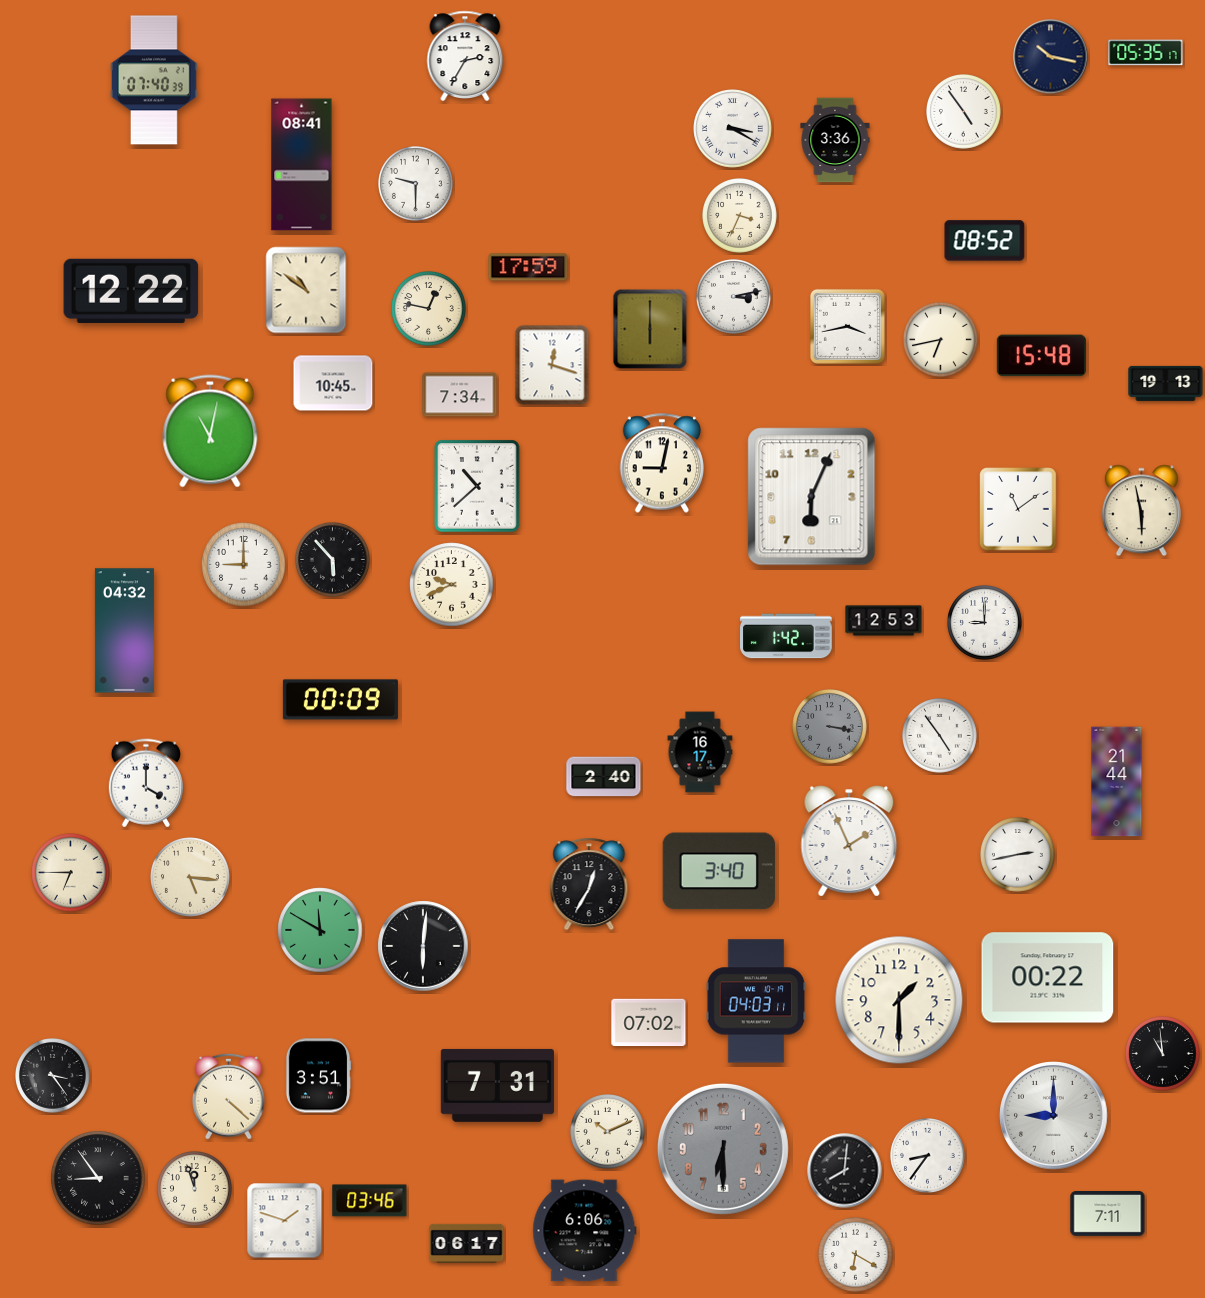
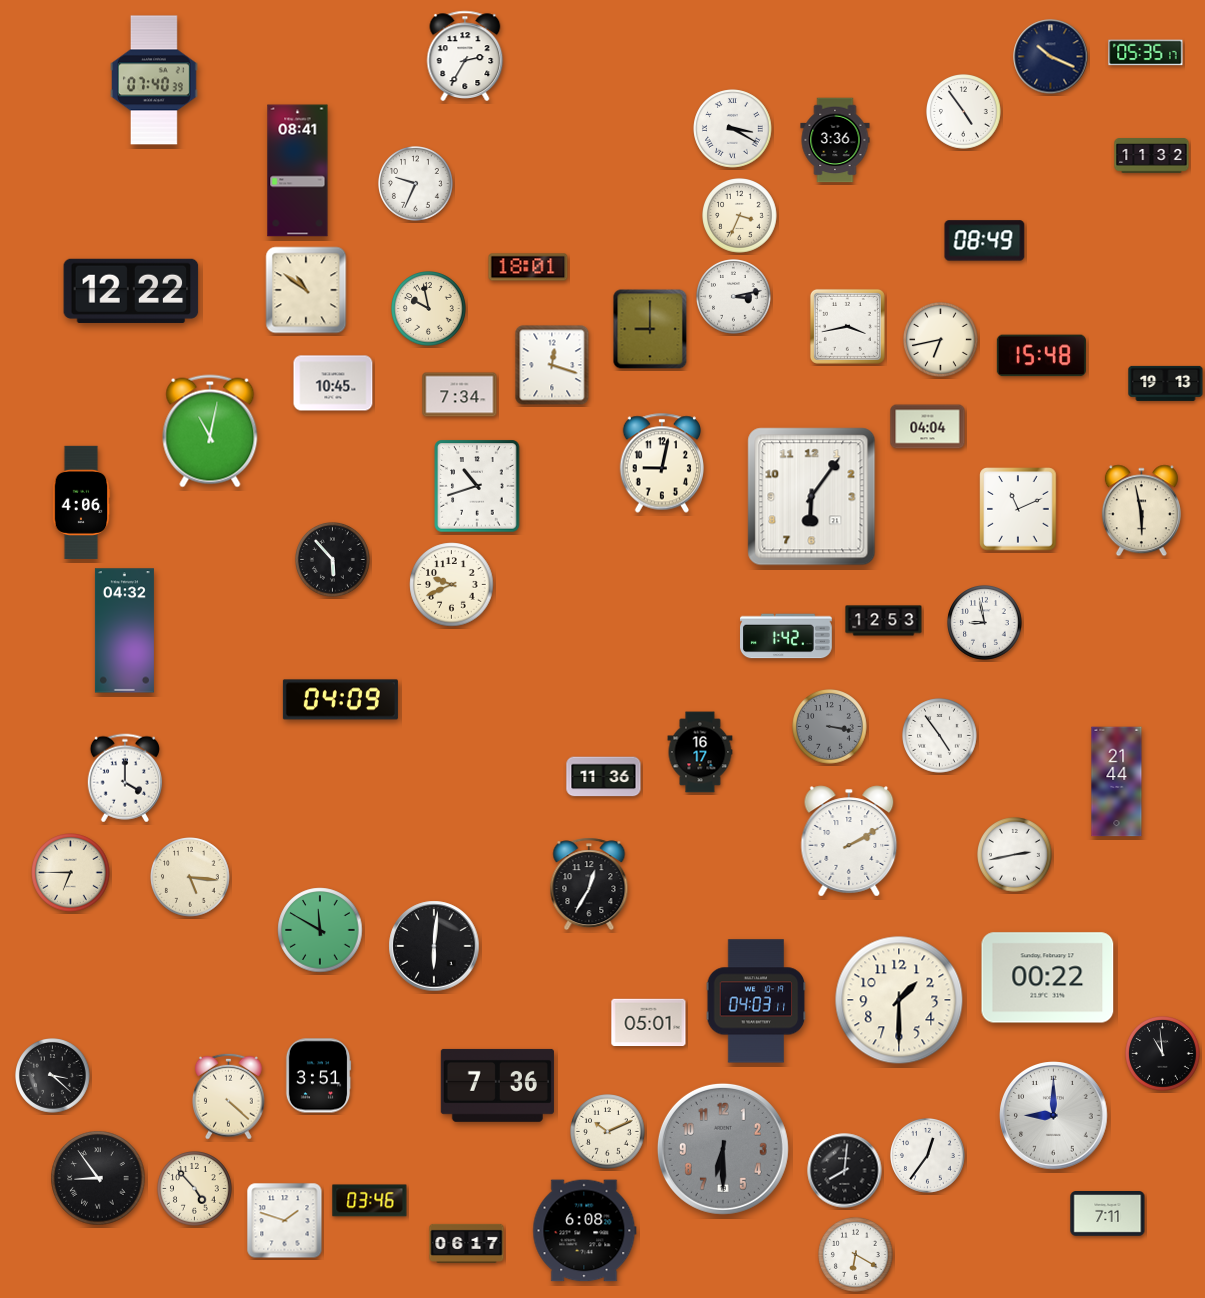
clock at (1051, 57): 10:17 -> 10:19
clock at (1152, 156): none -> 11:32
clock at (302, 165) position: (302, 165) -> (298, 171)
clock at (416, 184): 9:30 -> 9:34
clock at (985, 241): 08:52 -> 08:49
clock at (528, 267): 17:59 -> 18:01
clock at (429, 309): 12:47 -> 9:58
clock at (650, 329): 6:00 -> 9:00
clock at (928, 427): none -> 04:04
clock at (477, 486): 10:38 -> 10:42
clock at (812, 497): 6:04 -> 6:06
clock at (81, 502): none -> 4:06
clock at (1018, 509): 11:09 -> 11:11
clock at (244, 565): 9:00 -> none
clock at (985, 623): 9:00 -> 8:58
clock at (340, 700): 00:09 -> 04:09
clock at (604, 777): 2:40 -> 11:36
clock at (146, 783) position: (146, 783) -> (125, 778)
clock at (849, 841): 1:56 -> 2:10
clock at (1018, 855) position: (1018, 855) -> (1015, 855)
clock at (719, 871): 3:40 -> none
clock at (423, 946) position: (423, 946) -> (434, 946)
clock at (649, 1023): 07:02 -> 05:01
clock at (53, 1076): 3:24 -> 3:22
clock at (497, 1085): 7:31 -> 7:36
clock at (928, 1156): 8:36 -> 12:36
clock at (195, 1189): 11:57 -> 4:53
clock at (585, 1231): 6:06 -> 6:08
